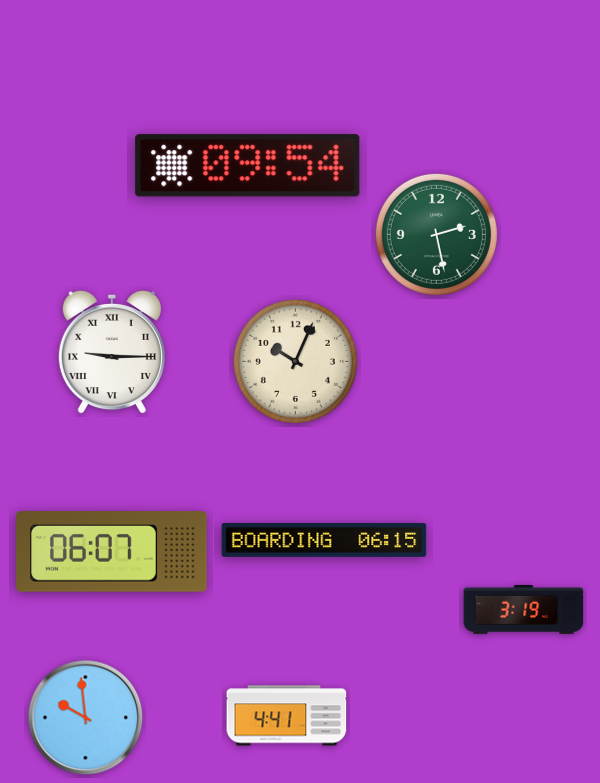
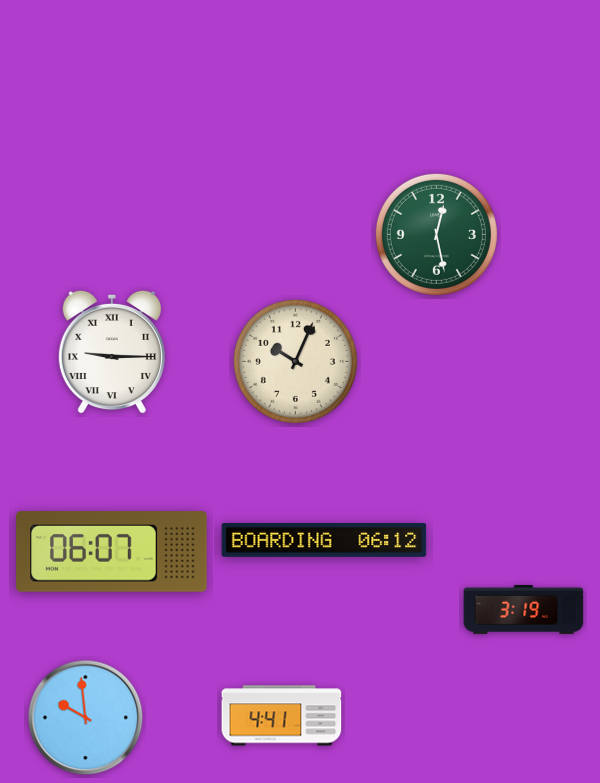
clock at (248, 166): 09:54 -> none
clock at (436, 234): 2:28 -> 12:28
clock at (324, 540): 06:15 -> 06:12
clock at (287, 716) position: (287, 716) -> (282, 716)
